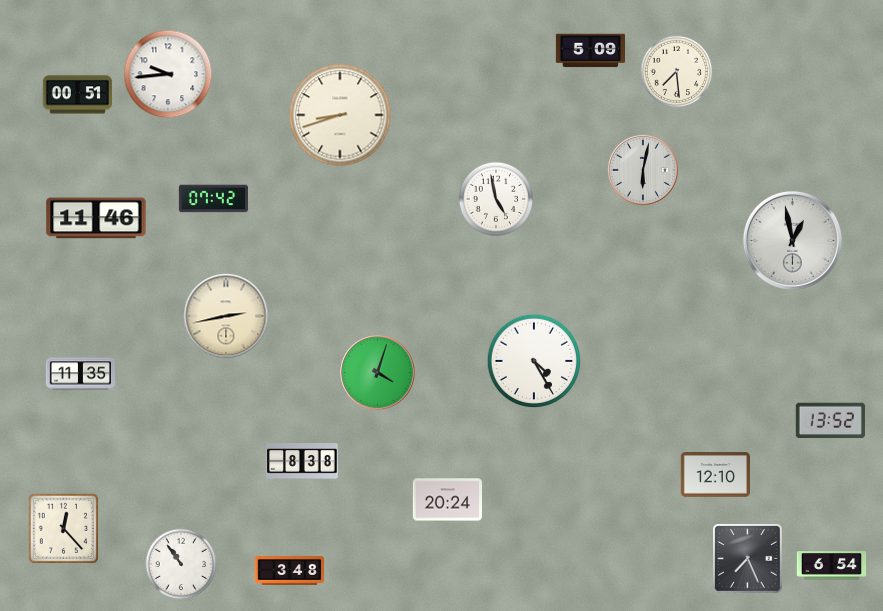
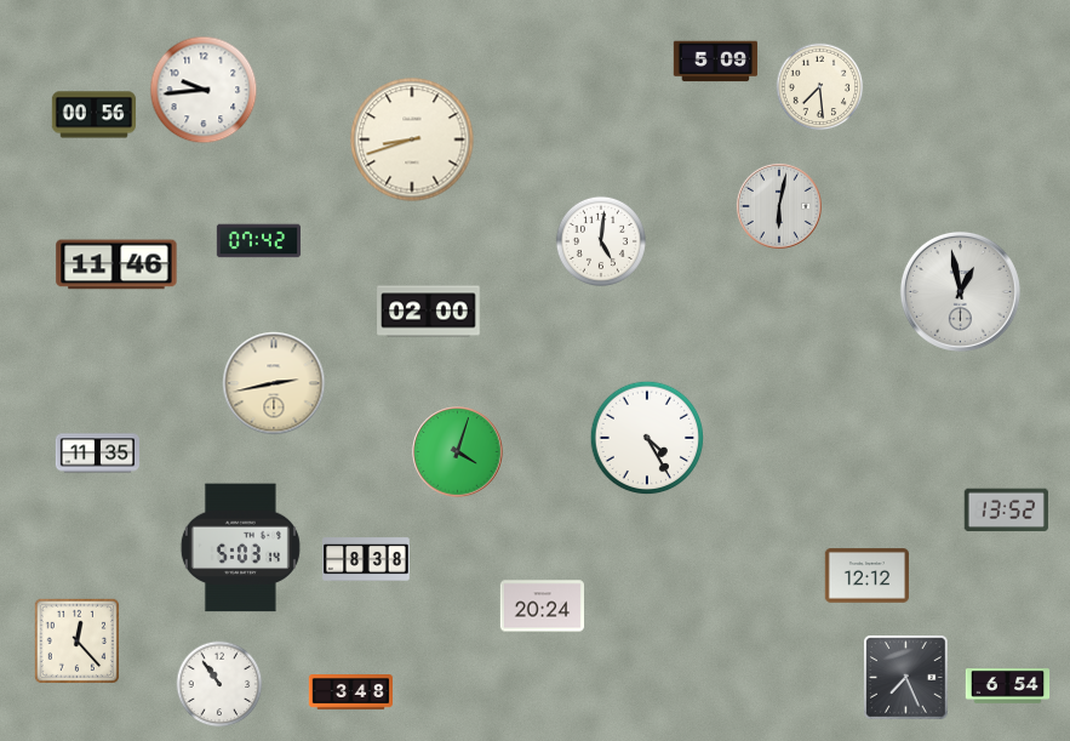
clock at (77, 95): 00:51 -> 00:56
clock at (496, 199): 4:58 -> 5:01
clock at (429, 312): none -> 02:00
clock at (240, 548): none -> 5:03
clock at (715, 475): 12:10 -> 12:12
